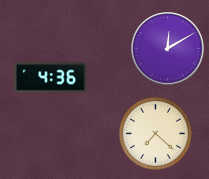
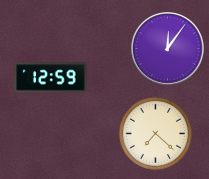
clock at (168, 49): 12:10 -> 12:06
clock at (51, 78): 4:36 -> 12:59
